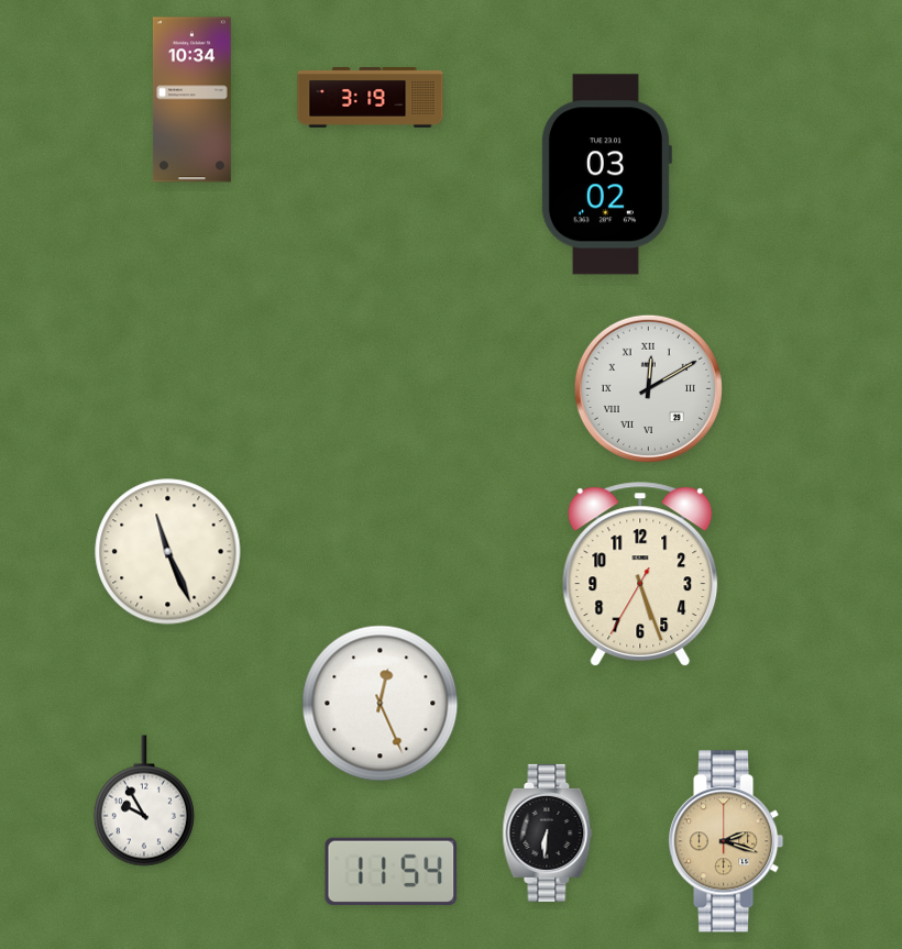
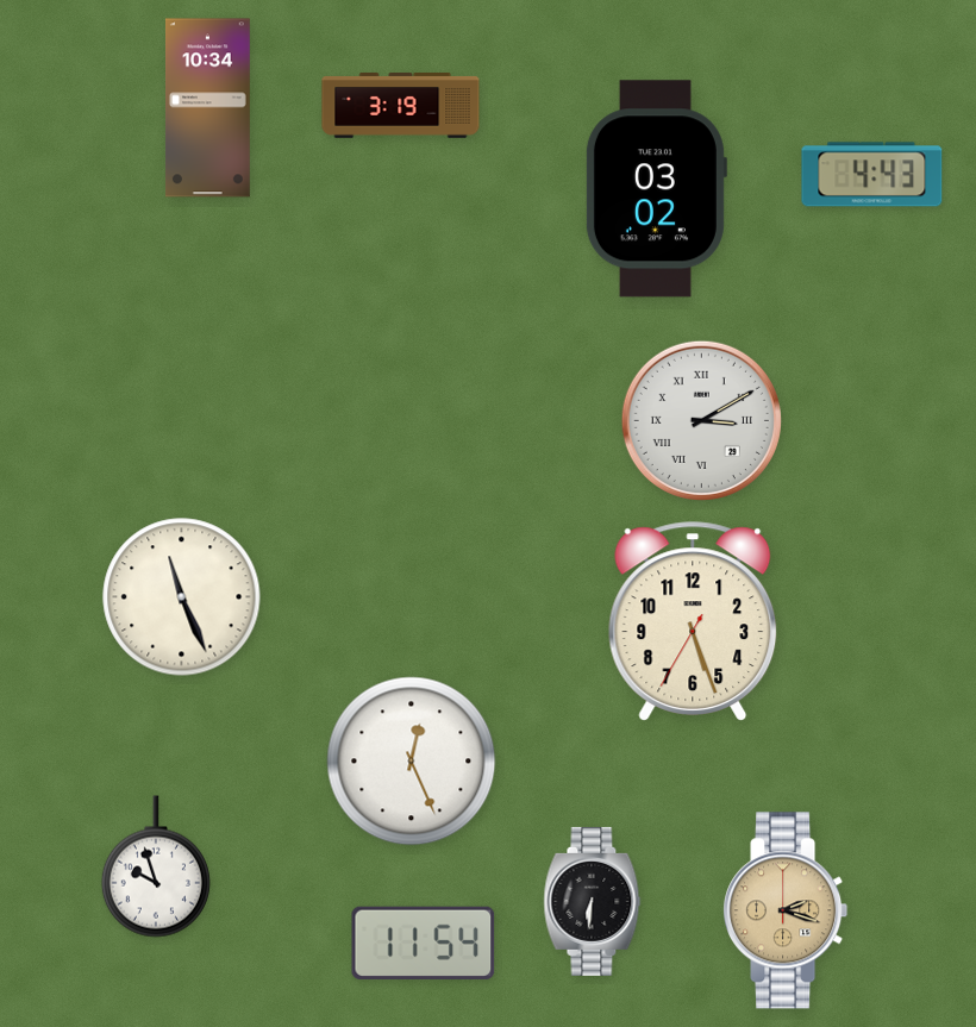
clock at (872, 175): none -> 4:43
clock at (648, 388): 12:10 -> 3:10
clock at (144, 801): 9:55 -> 9:57
